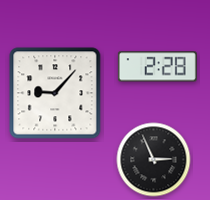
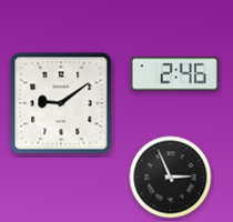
clock at (157, 67): 2:28 -> 2:46
clock at (55, 93): 9:07 -> 9:09
